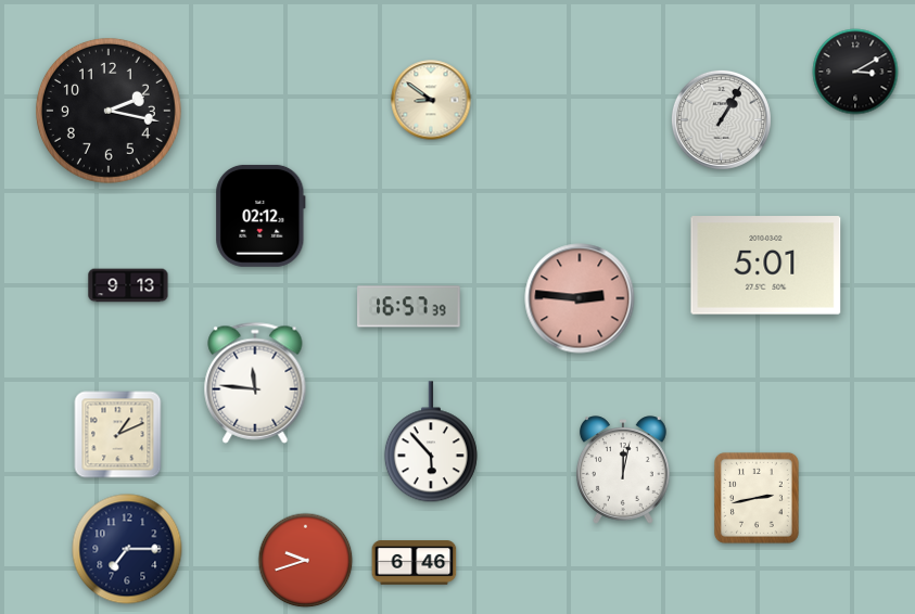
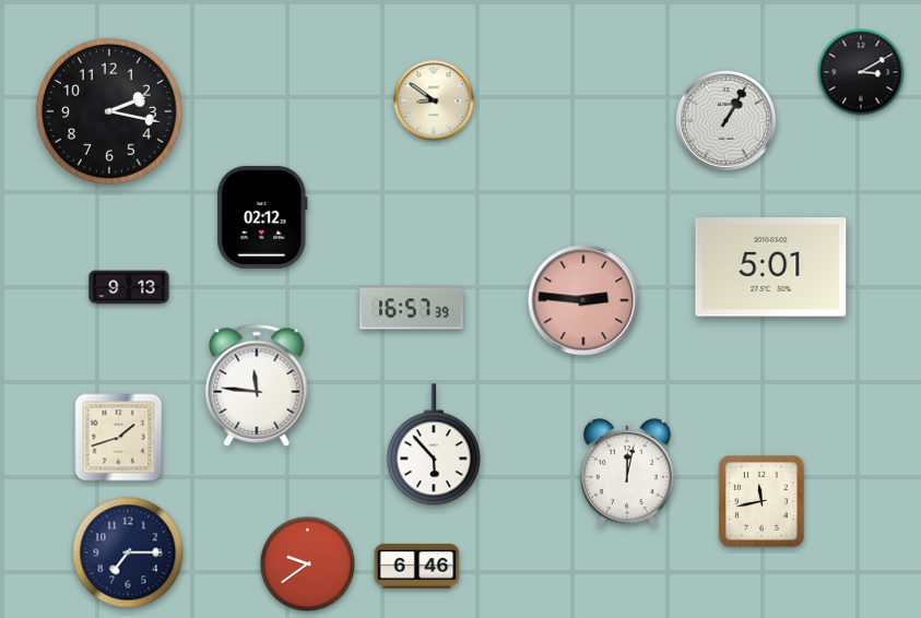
clock at (118, 435): 1:11 -> 1:42
clock at (757, 498): 2:43 -> 11:43
clock at (306, 561): 9:42 -> 9:39
